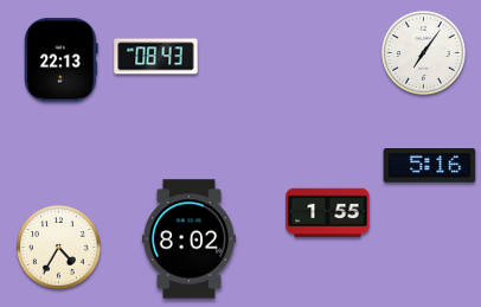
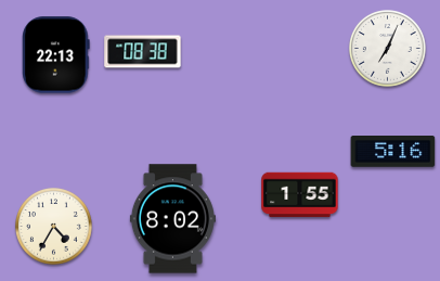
clock at (424, 53): 7:06 -> 7:04
clock at (156, 57): 08:43 -> 08:38
